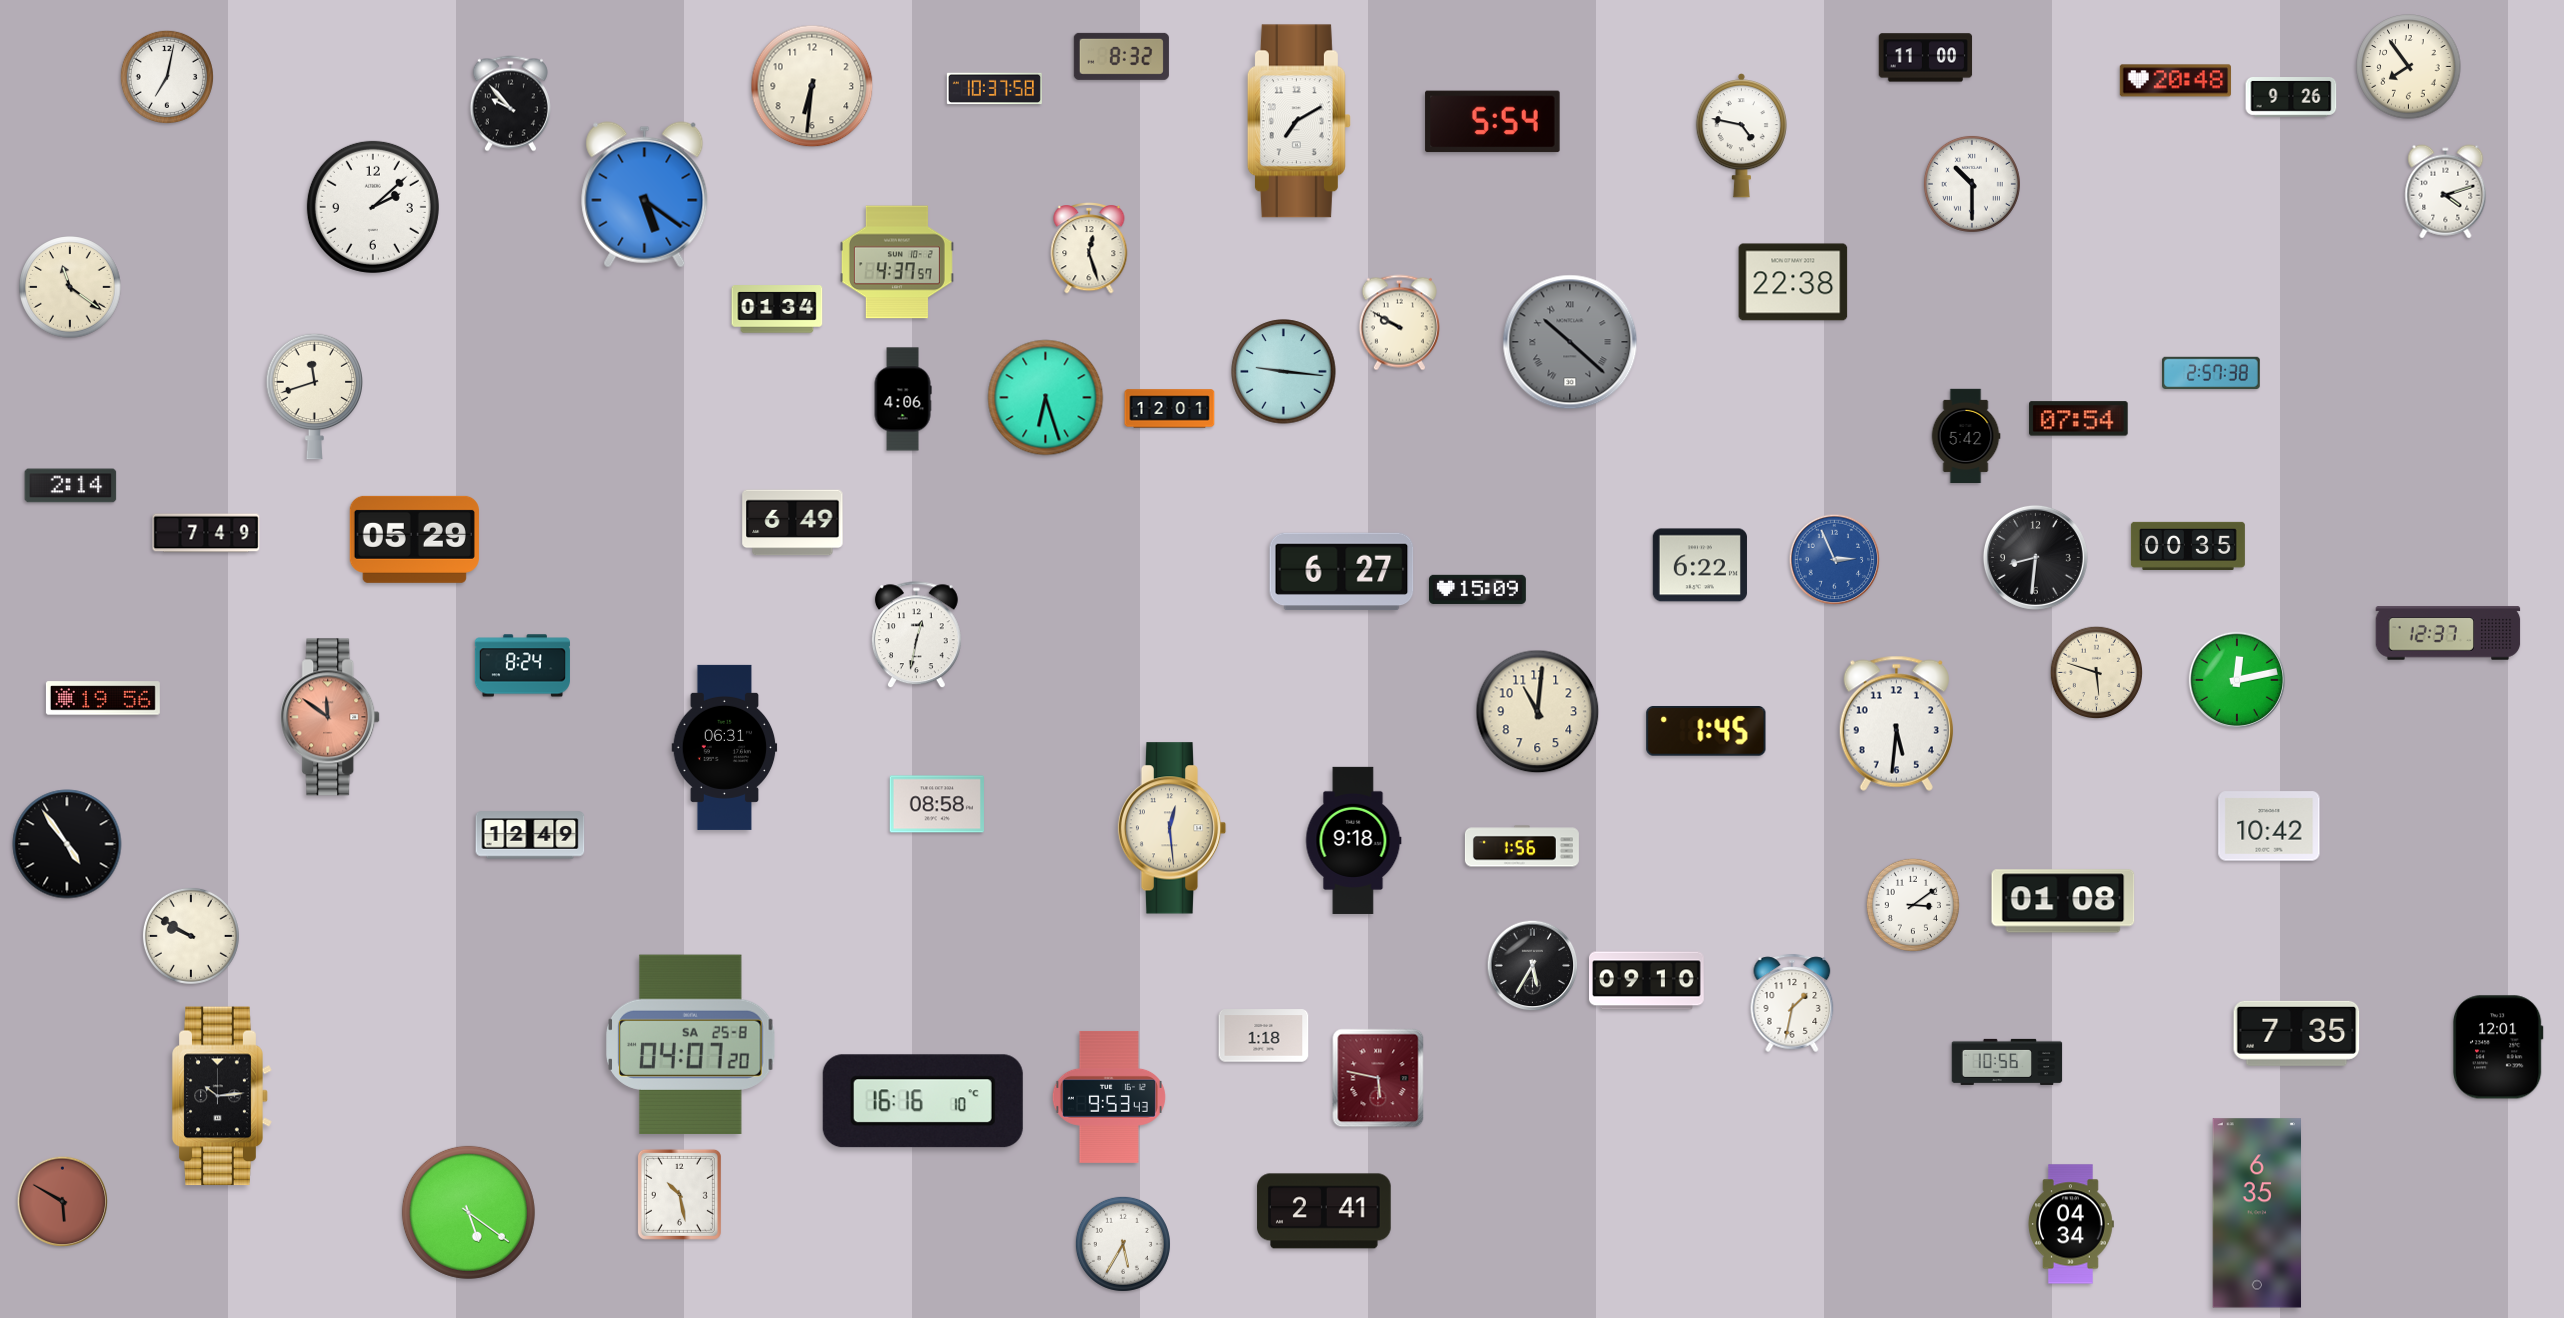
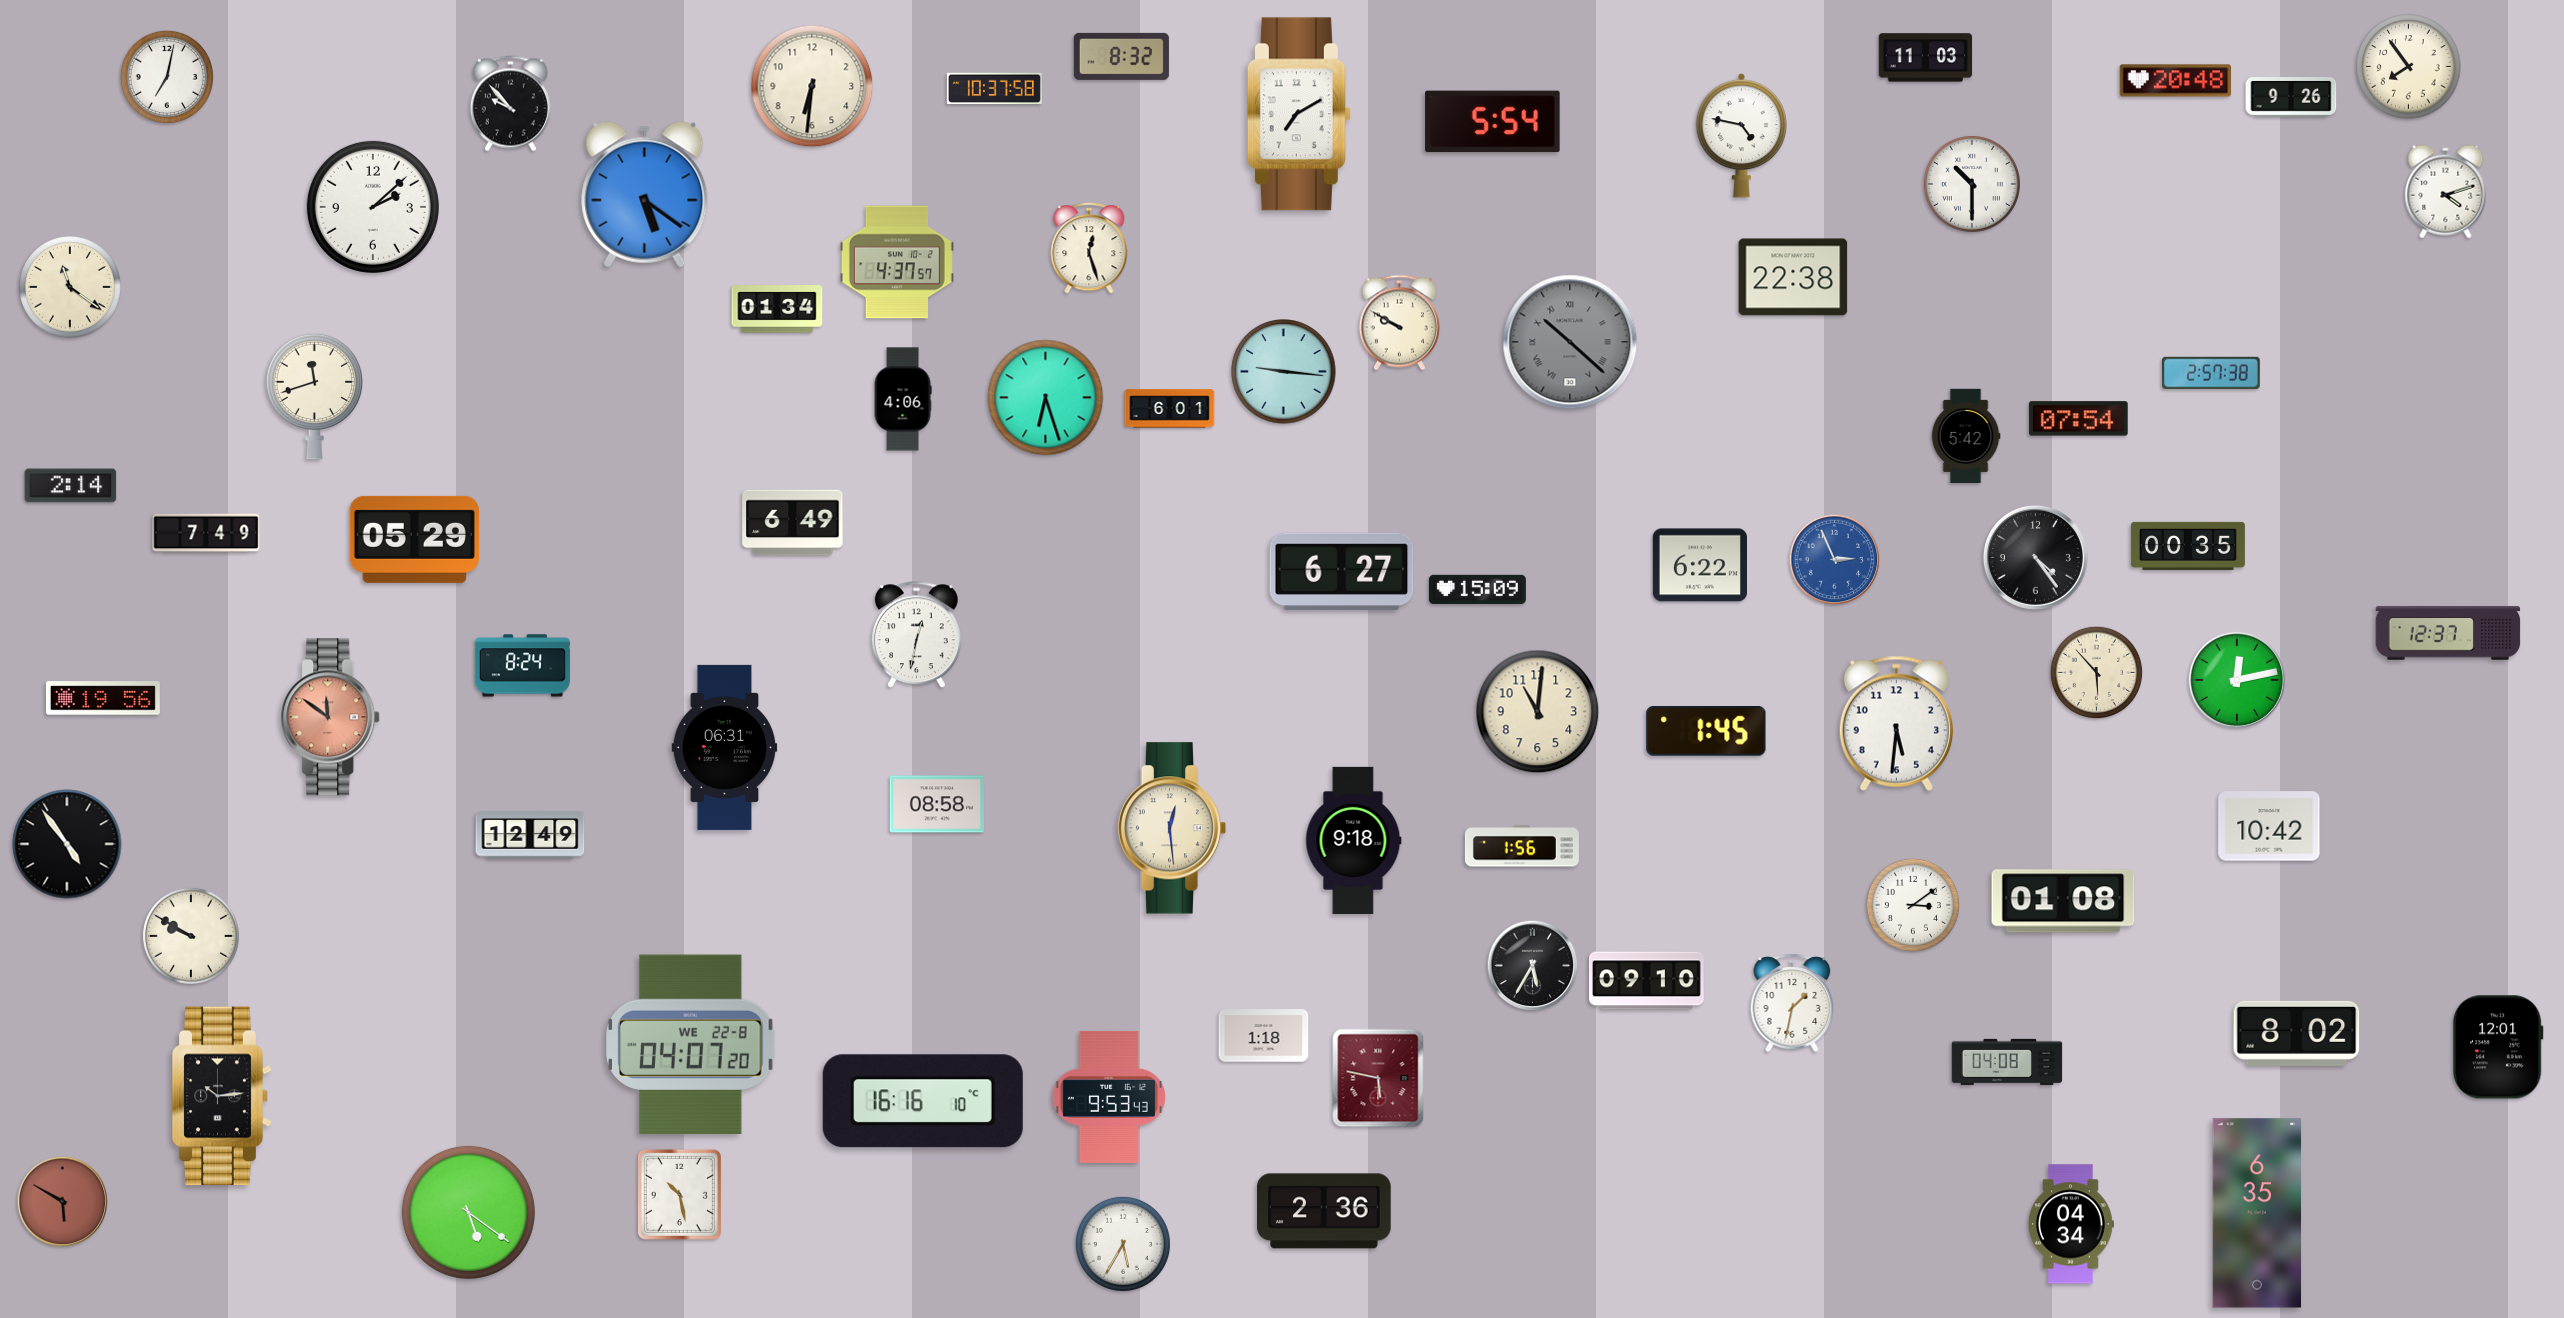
clock at (1926, 58): 11:00 -> 11:03
clock at (1299, 121) position: (1299, 121) -> (1299, 114)
clock at (1793, 282) position: (1793, 282) -> (1793, 277)
clock at (1170, 409): 12:01 -> 6:01
clock at (2035, 557): 8:31 -> 4:24
clock at (2096, 672): 5:48 -> 5:53
clock at (2297, 1033): 7:35 -> 8:02
clock at (691, 1044) date: SA 25-8 -> WE 22-8
clock at (2007, 1062): 10:56 -> 04:08
clock at (1324, 1211): 2:41 -> 2:36
